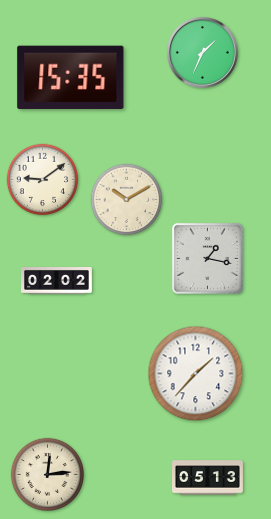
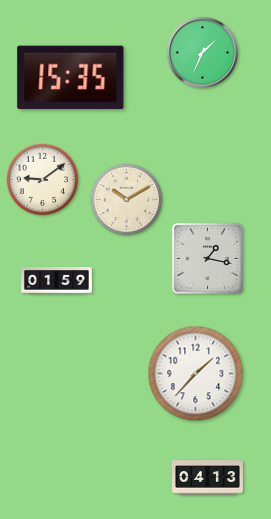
clock at (57, 281): 02:02 -> 01:59
clock at (47, 474): 12:14 -> none
clock at (208, 478): 05:13 -> 04:13
